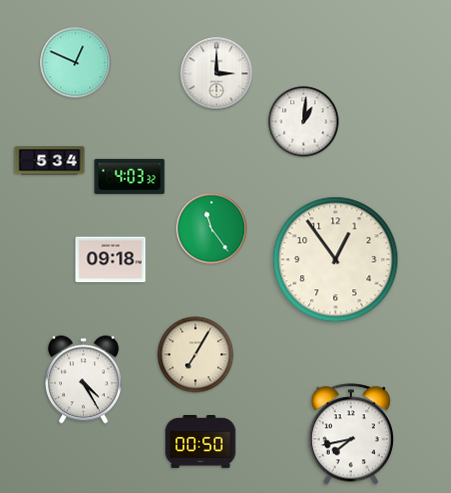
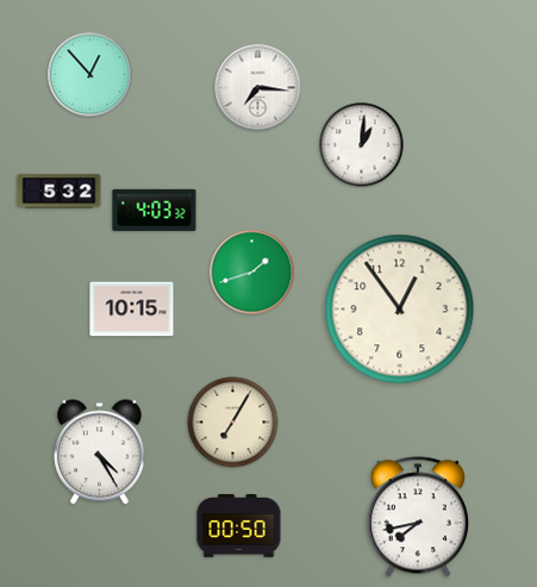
clock at (76, 63): 12:49 -> 12:53
clock at (217, 74): 3:00 -> 7:16
clock at (50, 161): 5:34 -> 5:32
clock at (212, 229): 11:24 -> 1:42
clock at (111, 260): 09:18 -> 10:15
